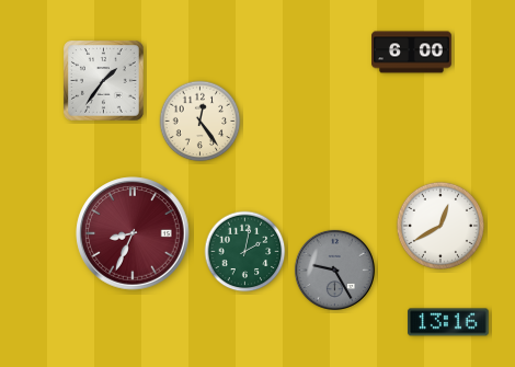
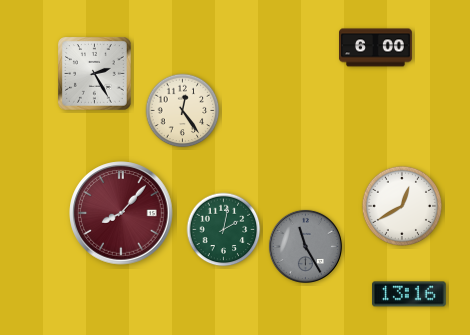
clock at (104, 81): 1:36 -> 2:25
clock at (133, 233): 8:34 -> 8:07
clock at (334, 269): 9:25 -> 11:25
